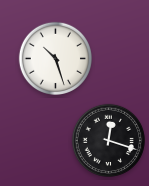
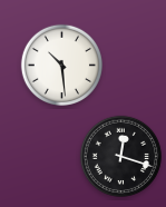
clock at (55, 58): 10:27 -> 10:29
